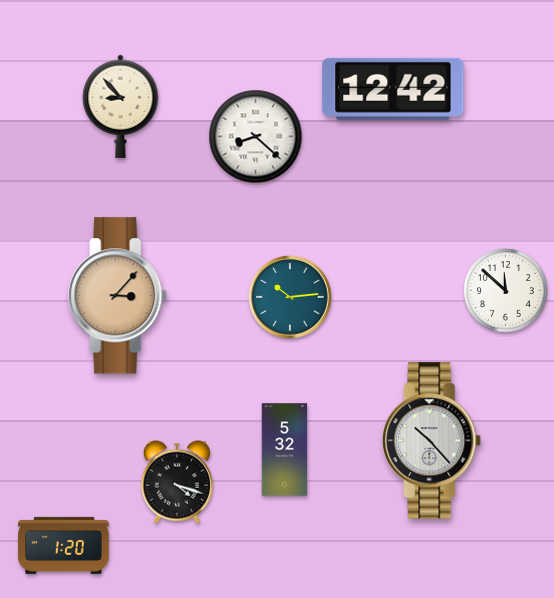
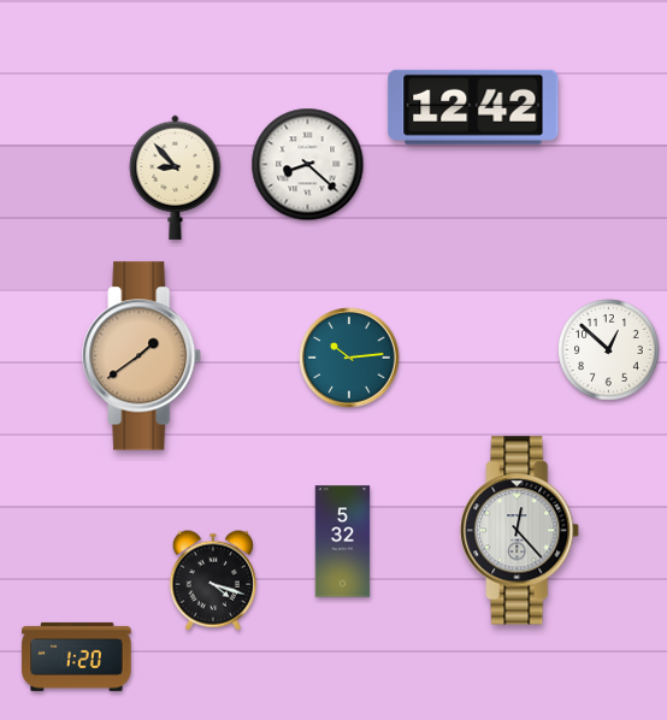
clock at (121, 106) position: (121, 106) -> (176, 177)
clock at (506, 291): 11:52 -> 12:52
clock at (118, 296): 3:07 -> 1:39
clock at (432, 441): 10:23 -> 12:23
